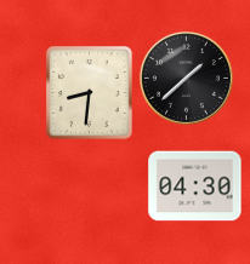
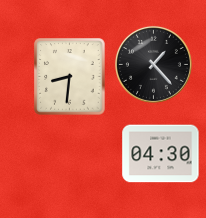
clock at (186, 78): 1:38 -> 1:23
clock at (90, 93) position: (90, 93) -> (70, 77)
